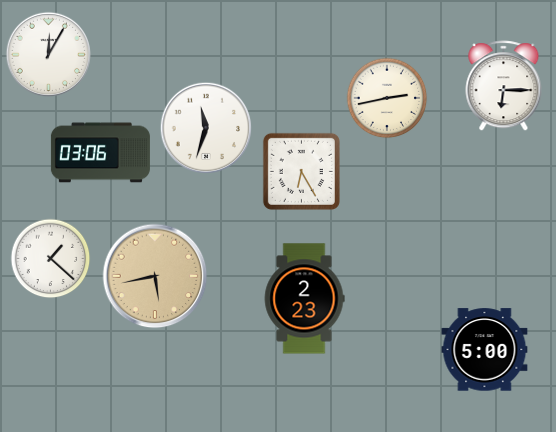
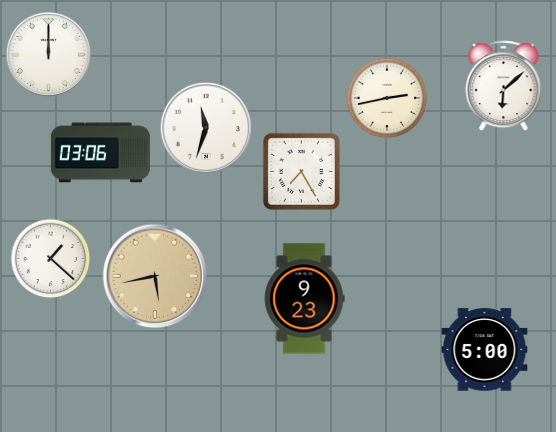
clock at (48, 54): 12:05 -> 12:00
clock at (504, 86): 6:15 -> 6:08
clock at (301, 171): 6:25 -> 7:25
clock at (304, 299): 2:23 -> 9:23
